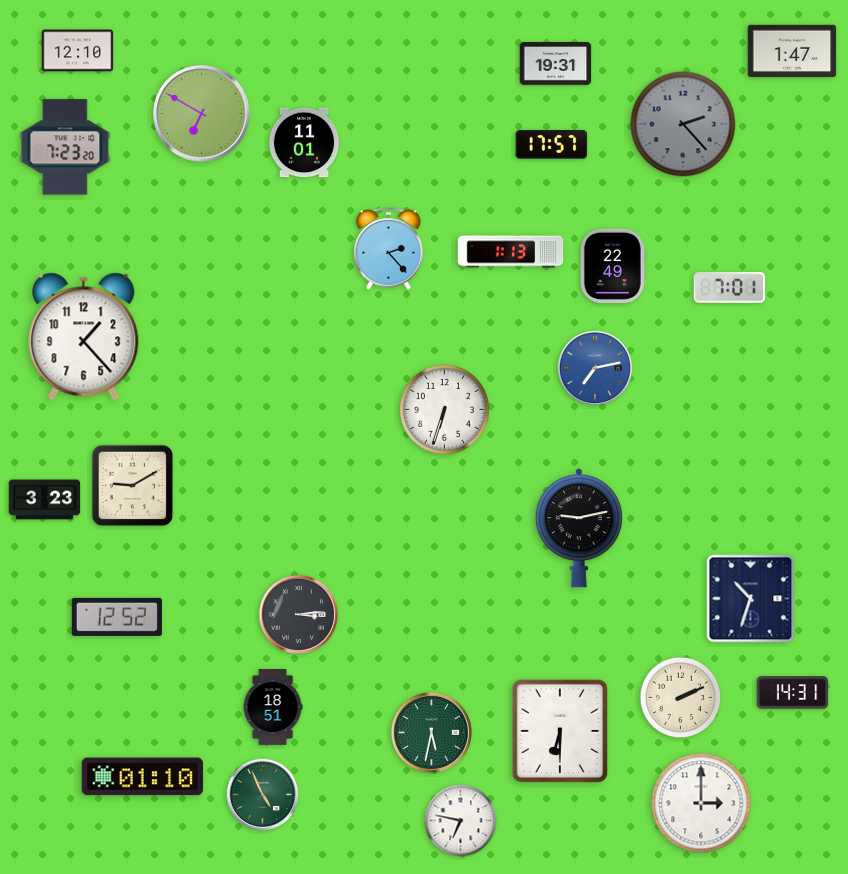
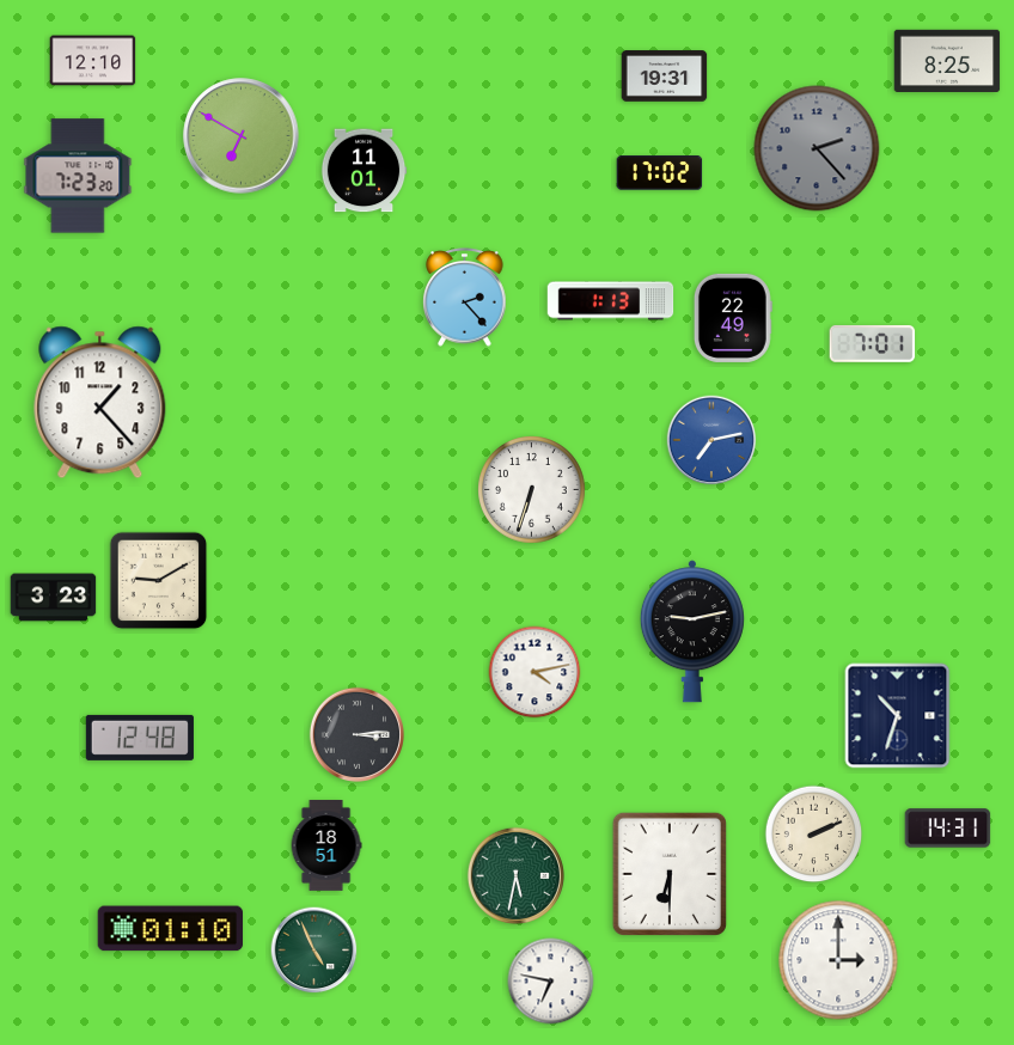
clock at (792, 50): 1:47 -> 8:25
clock at (552, 145): 17:57 -> 17:02
clock at (535, 672): none -> 4:13
clock at (117, 617): 12:52 -> 12:48
